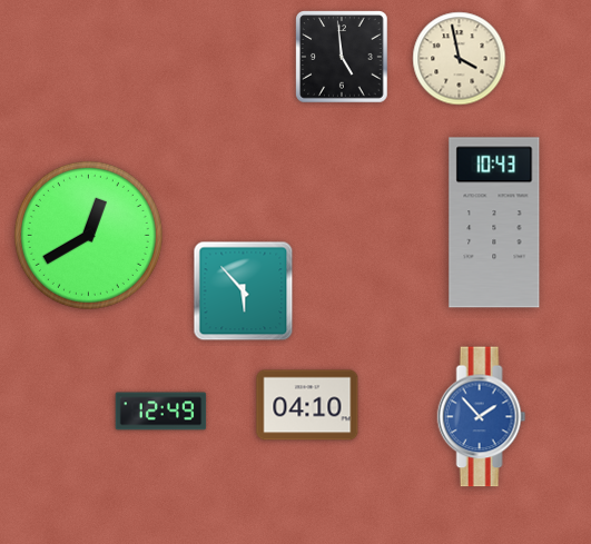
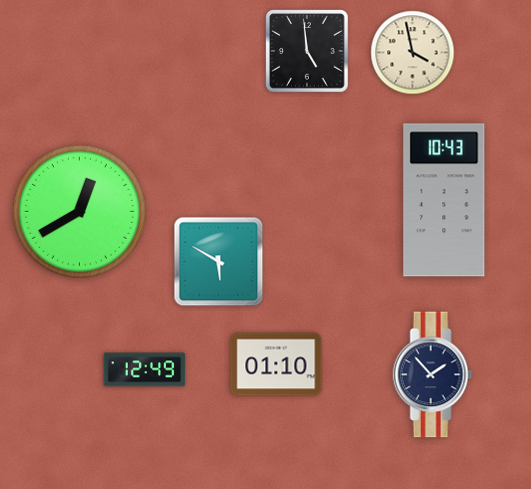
clock at (244, 291): 5:53 -> 5:50
clock at (307, 405): 04:10 -> 01:10
clock at (482, 417) dial: blue -> navy
